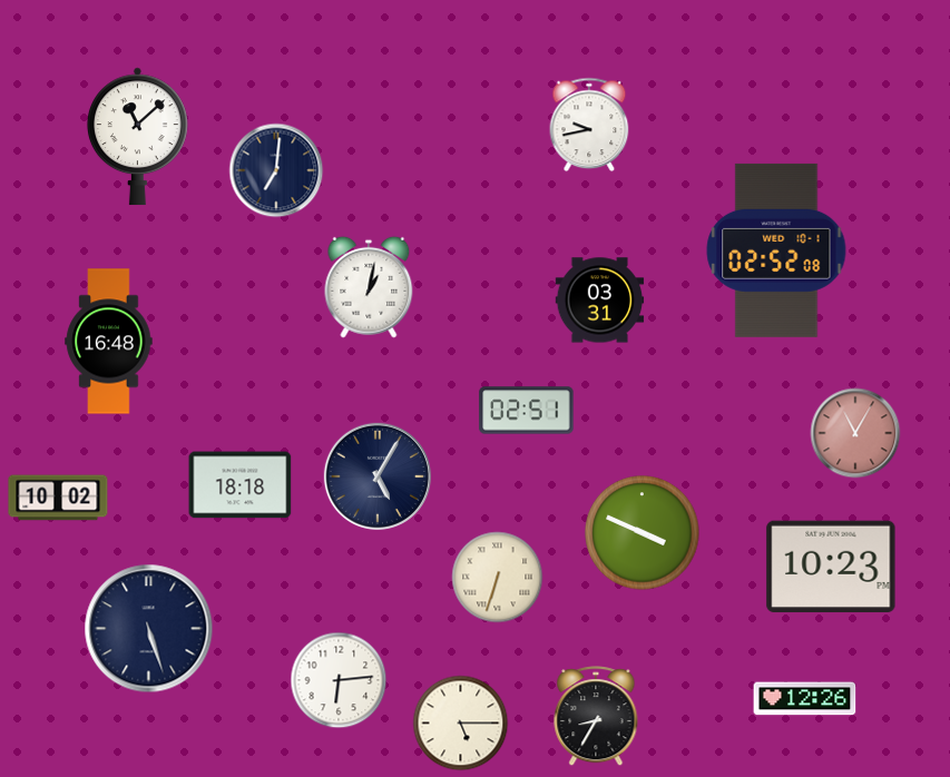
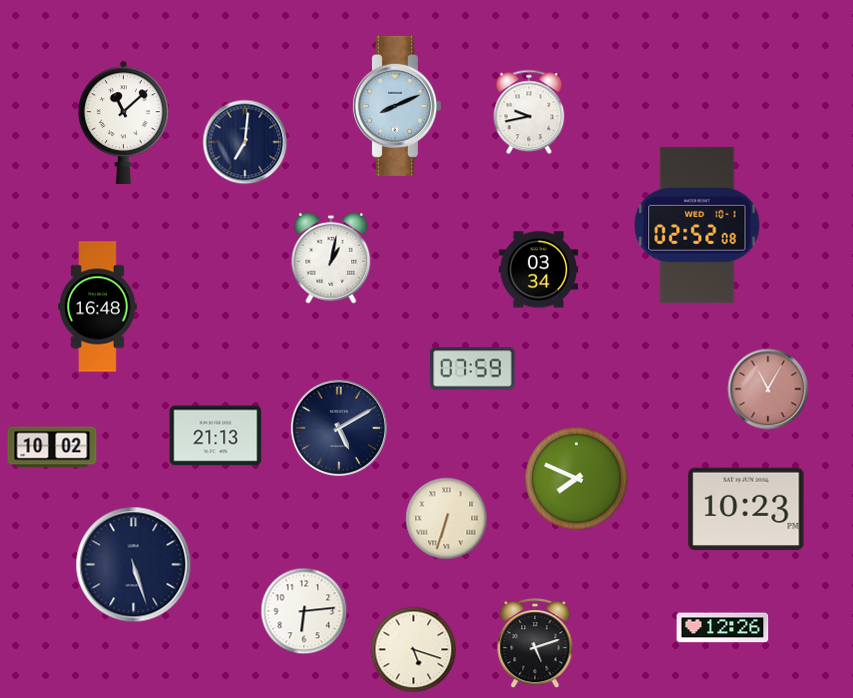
clock at (396, 106): none -> 8:11
clock at (276, 170) position: (276, 170) -> (245, 142)
clock at (600, 301): 03:31 -> 03:34
clock at (527, 411): 02:51 -> 07:59
clock at (378, 476): 5:05 -> 5:10
clock at (241, 485): 18:18 -> 21:13
clock at (643, 533): 3:49 -> 7:49
clock at (596, 717): 8:35 -> 5:12
clock at (461, 724): 5:15 -> 5:18
